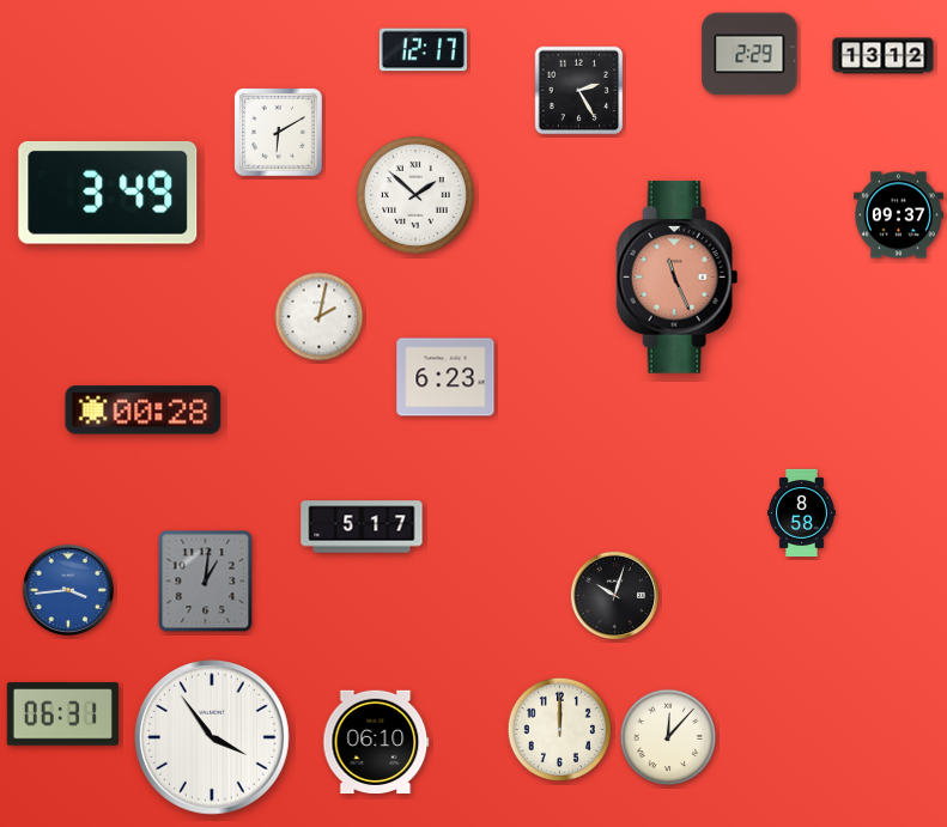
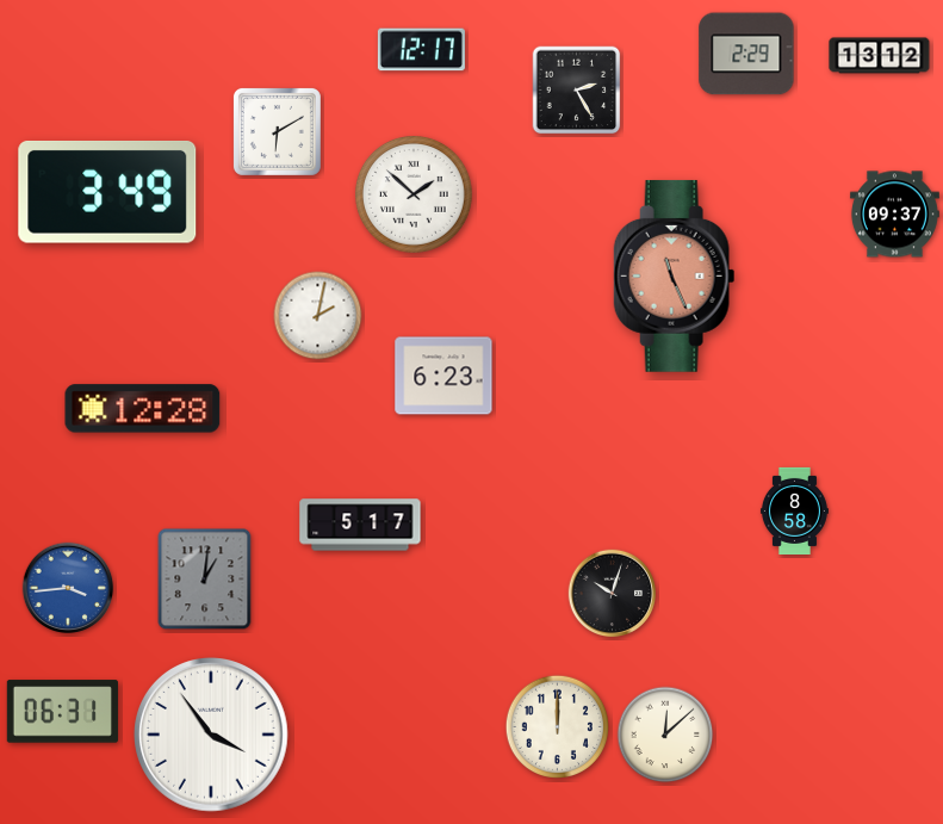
clock at (144, 411): 00:28 -> 12:28
clock at (801, 512) position: (801, 512) -> (794, 510)
clock at (668, 737): 12:07 -> 12:08
clock at (376, 742): 06:10 -> none
